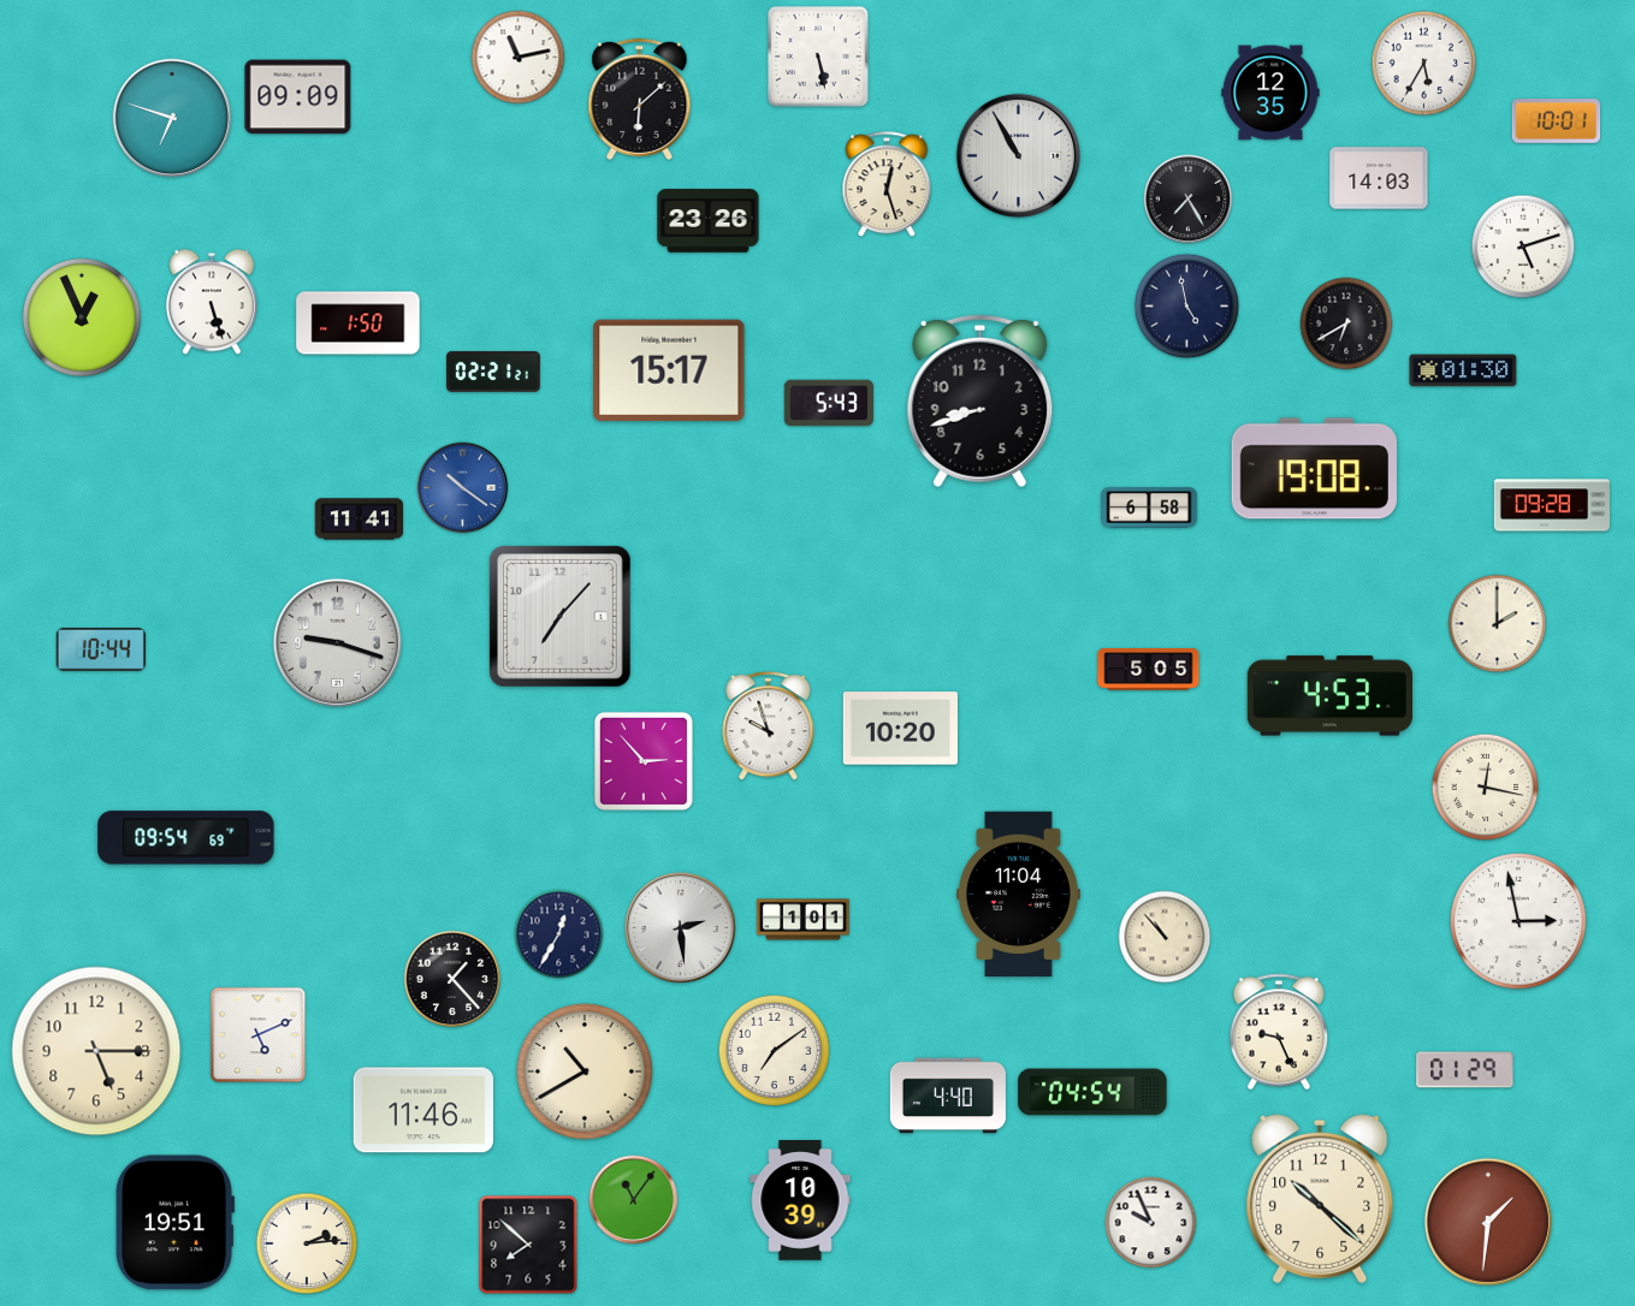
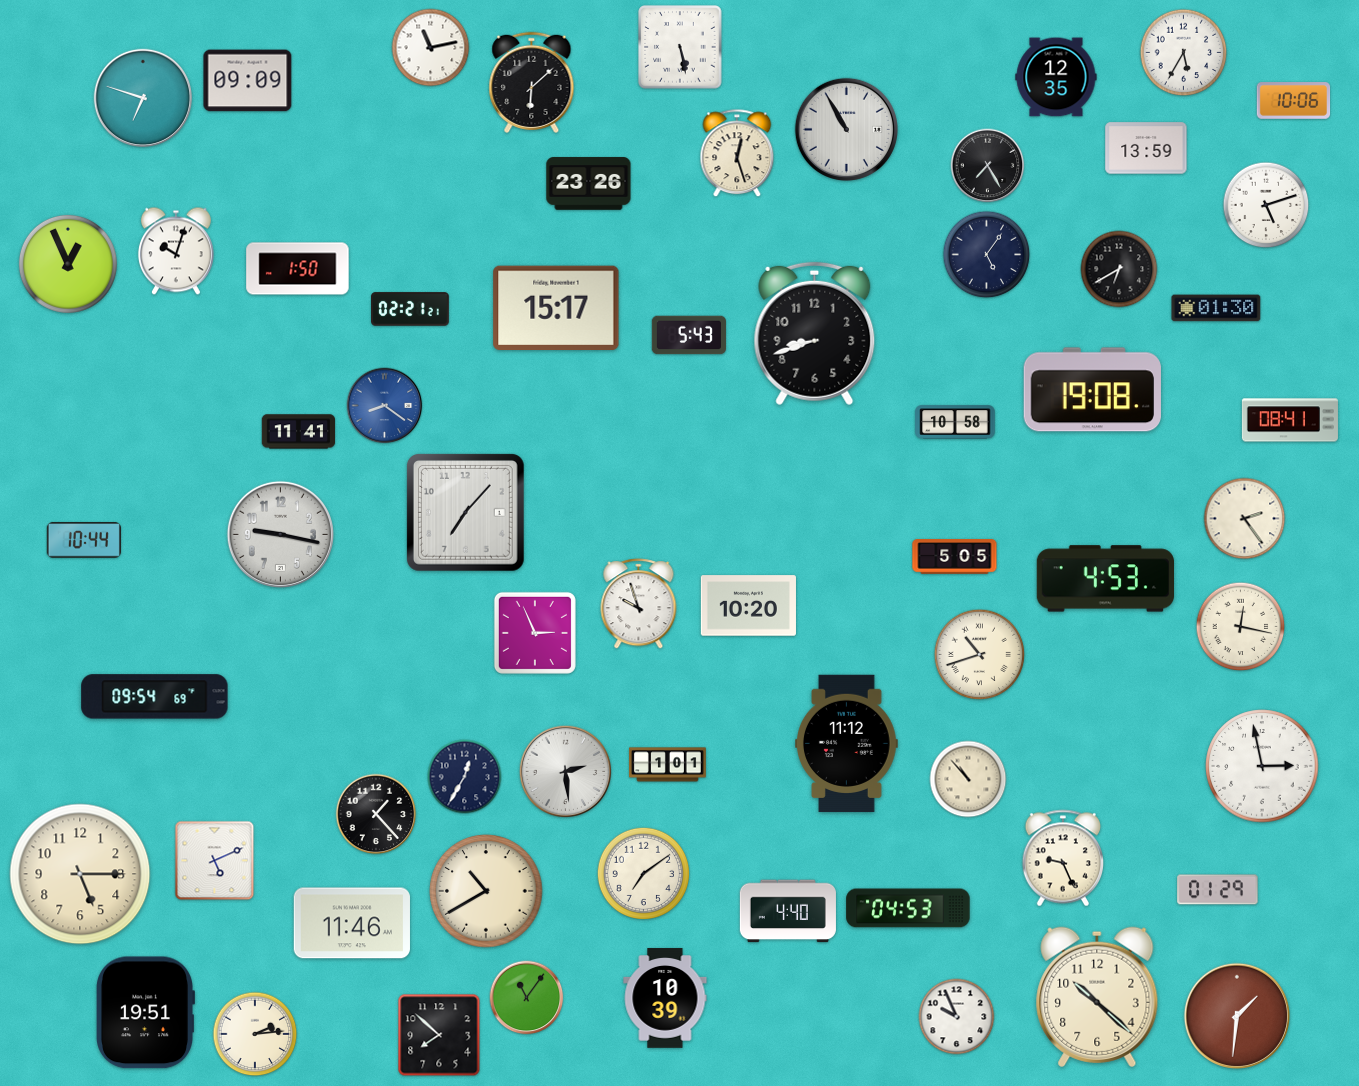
clock at (1557, 121): 10:01 -> 10:06
clock at (1379, 178): 14:03 -> 13:59
clock at (212, 302): 5:27 -> 10:03
clock at (1187, 307): 4:58 -> 5:06
clock at (463, 488): 10:21 -> 8:21
clock at (1552, 505): 09:28 -> 08:41
clock at (1149, 507): 6:58 -> 10:58
clock at (1498, 624): 2:00 -> 2:24
clock at (337, 642): 9:18 -> 9:17
clock at (644, 761): 2:53 -> 2:56
clock at (980, 655): none -> 10:42
clock at (1486, 788) position: (1486, 788) -> (1241, 627)
clock at (1019, 895): 11:04 -> 11:12
clock at (1092, 1092): 04:54 -> 04:53
clock at (174, 1223) position: (174, 1223) -> (145, 1013)
